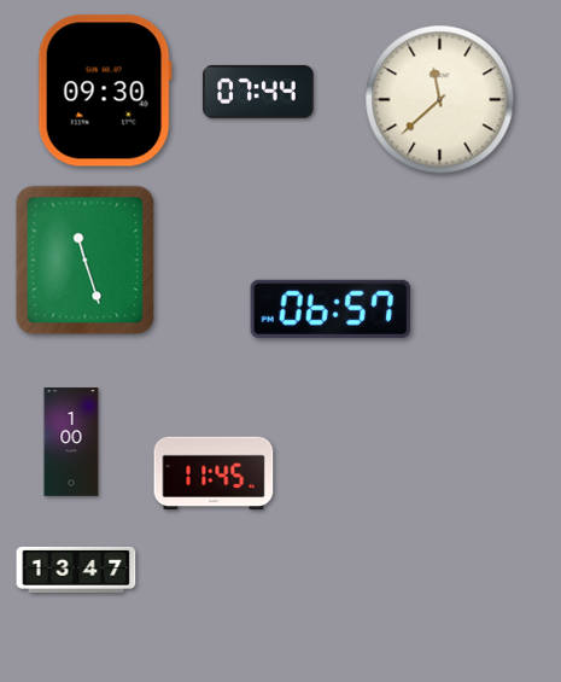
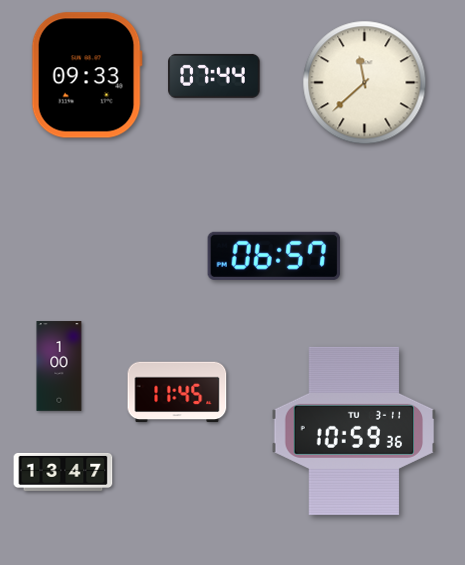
clock at (105, 91): 09:30 -> 09:33
clock at (86, 261): 11:27 -> none
clock at (354, 431): none -> 10:59
